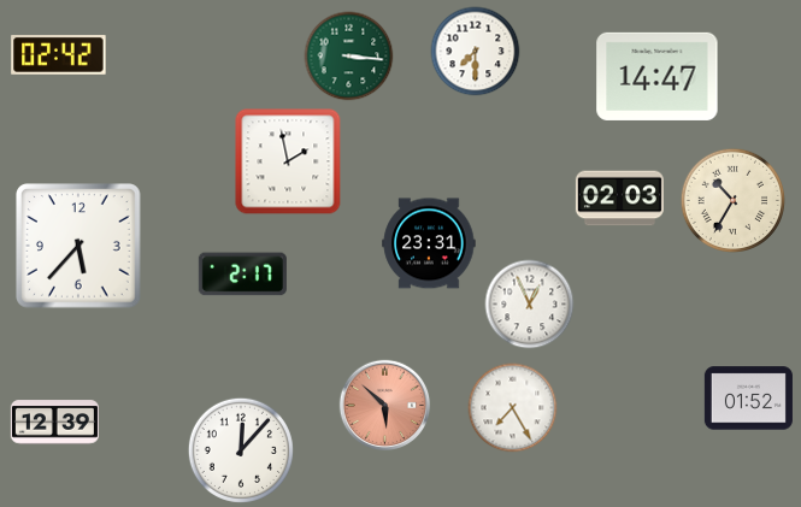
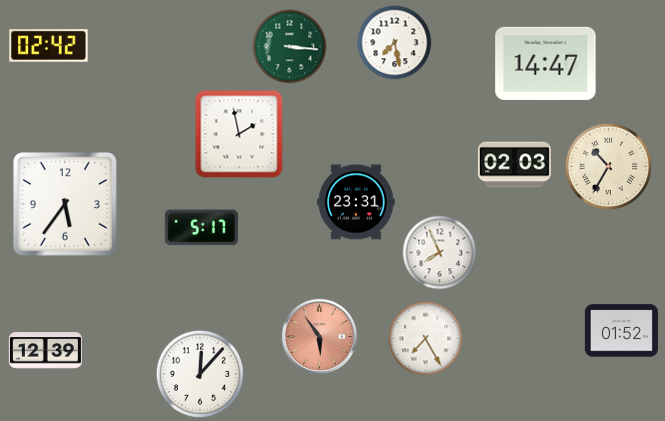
clock at (476, 52): 7:30 -> 7:28
clock at (78, 246): 5:37 -> 5:36
clock at (242, 275): 2:17 -> 5:17
clock at (530, 305): 12:56 -> 7:56
clock at (385, 406): 5:52 -> 5:54
